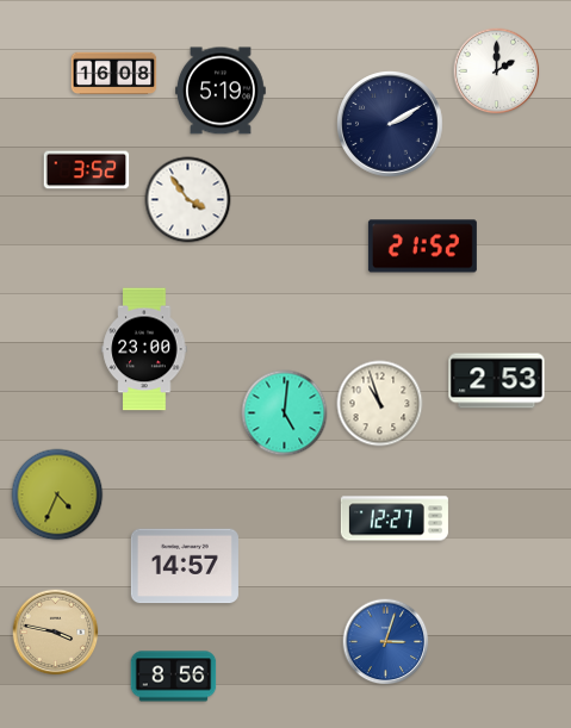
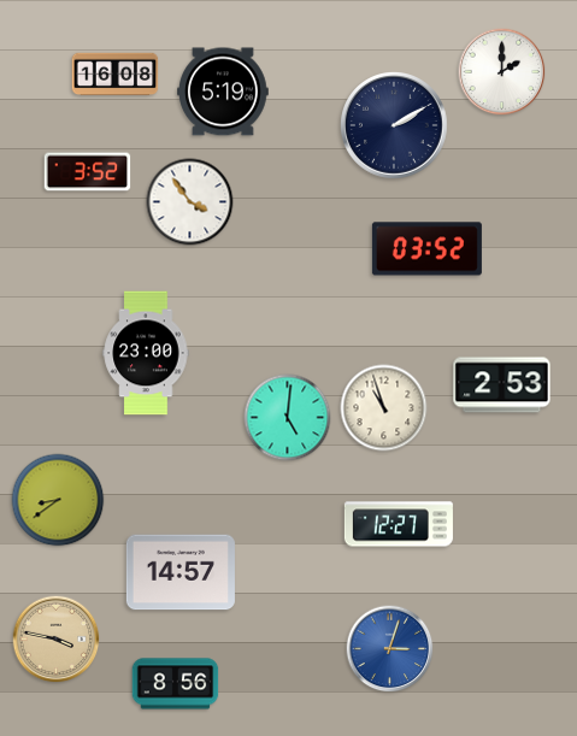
clock at (422, 247): 21:52 -> 03:52
clock at (57, 494): 4:34 -> 8:39
clock at (185, 566) position: (185, 566) -> (181, 572)
